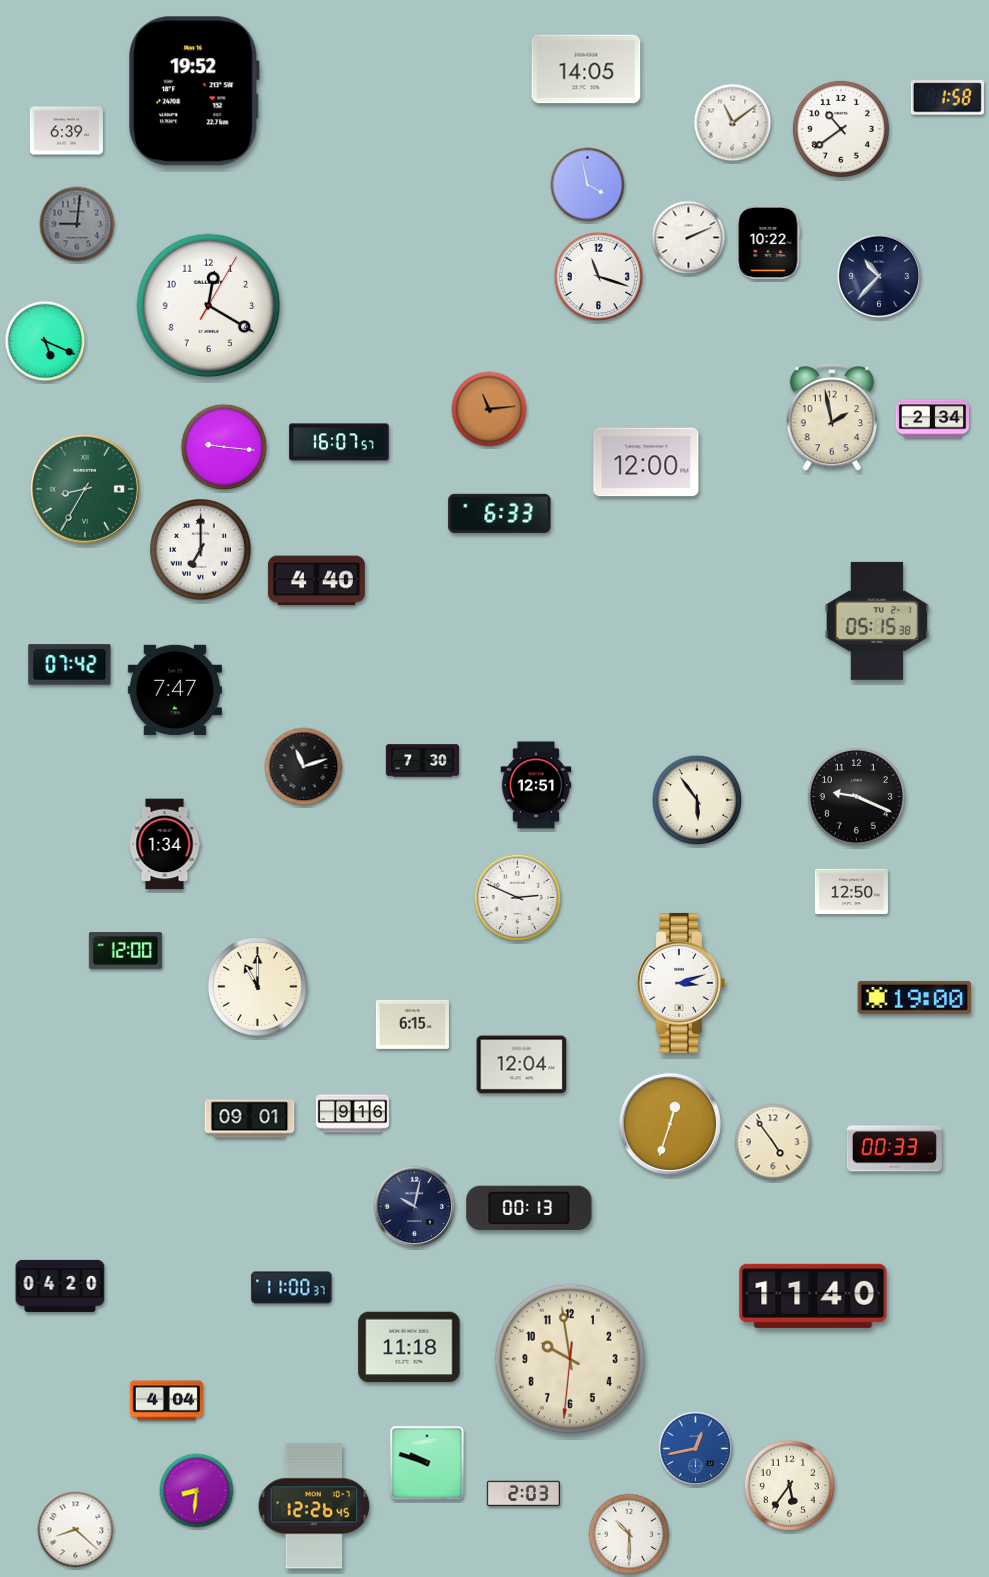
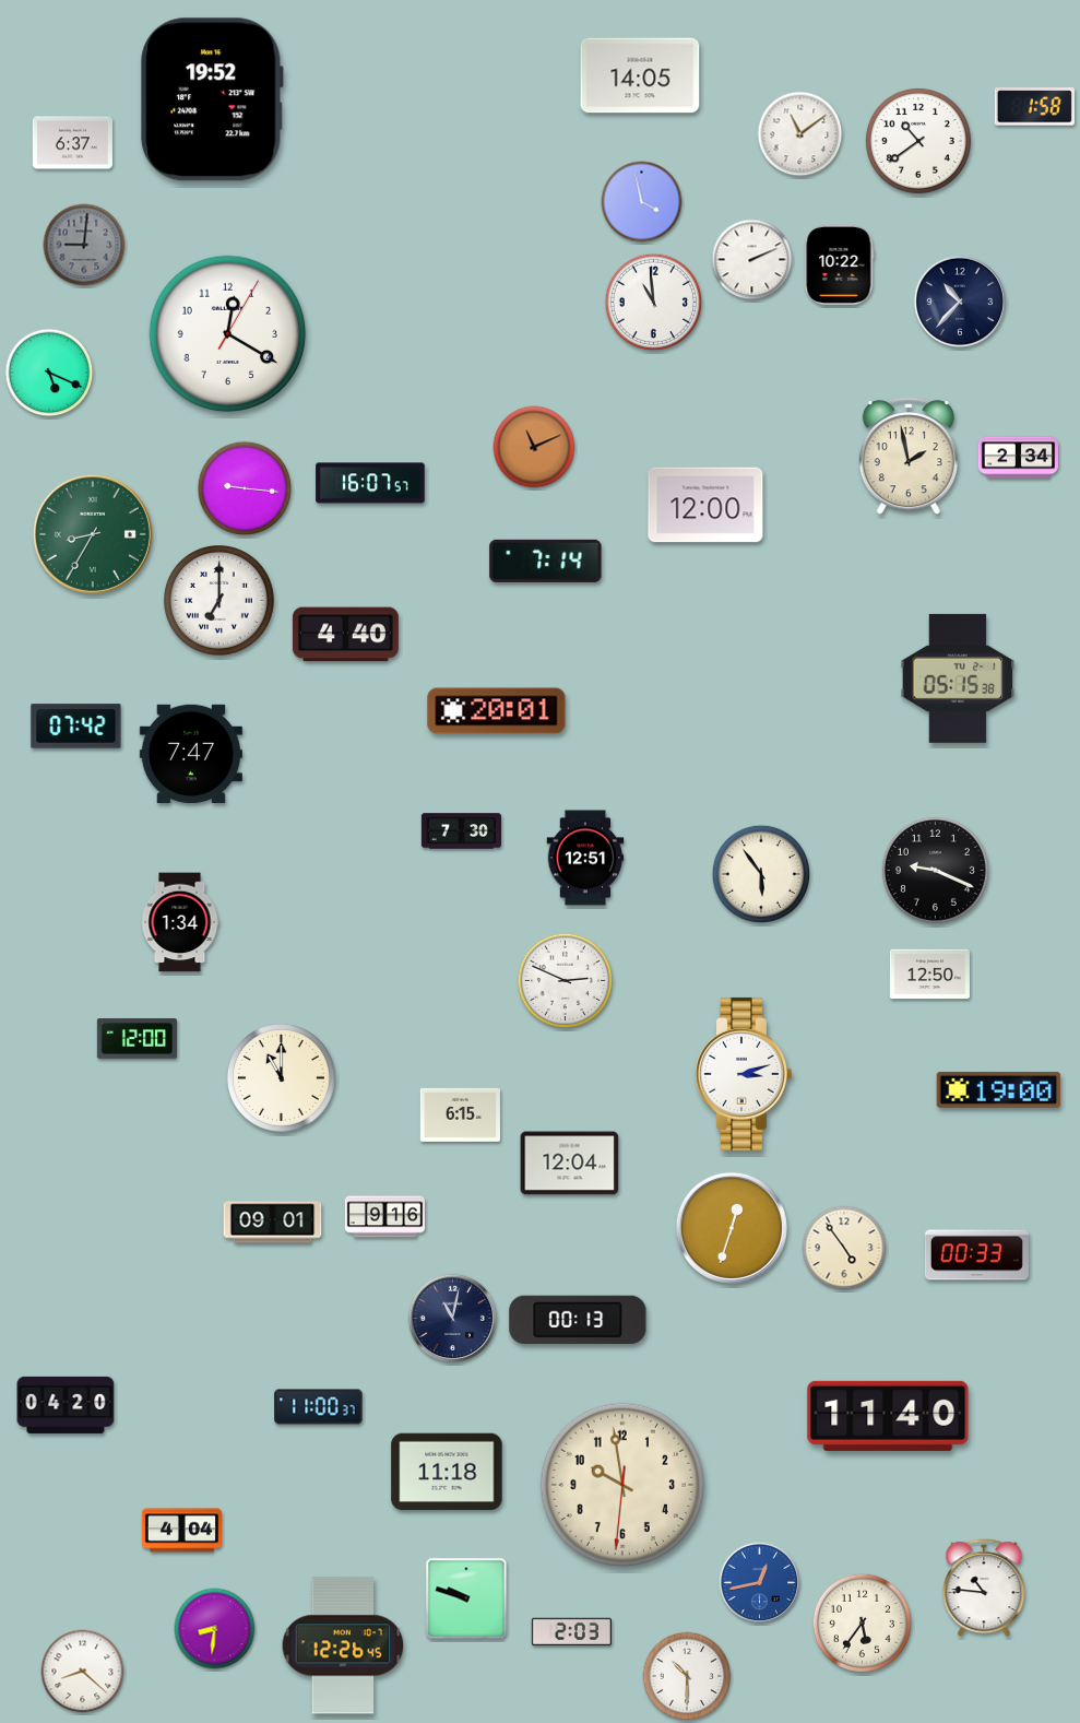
clock at (66, 131): 6:39 -> 6:37
clock at (598, 276): 11:18 -> 10:59
clock at (489, 409): 11:14 -> 11:11
clock at (500, 513): 6:33 -> 7:14
clock at (497, 711): none -> 20:01
clock at (304, 767): 11:12 -> none
clock at (412, 1024) position: (412, 1024) -> (460, 1114)
clock at (415, 1207): 10:02 -> 11:02
clock at (984, 1589): none -> 10:46
